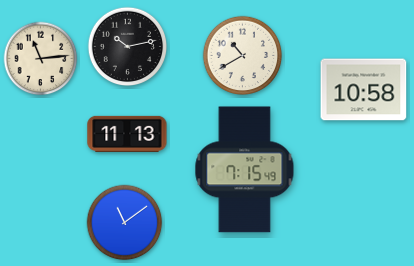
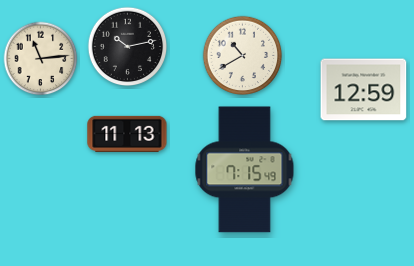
clock at (364, 90): 10:58 -> 12:59
clock at (125, 223): 11:09 -> none
